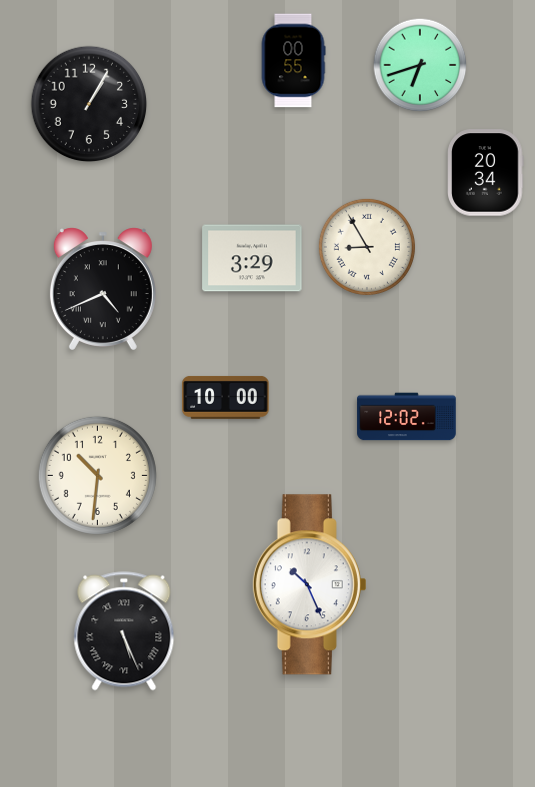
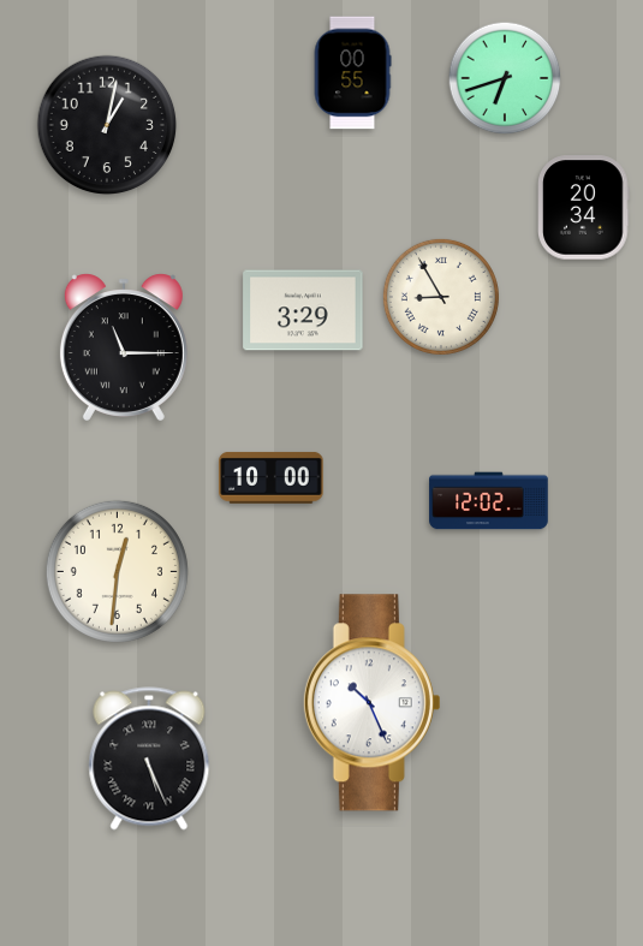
clock at (89, 104): 1:05 -> 1:02
clock at (103, 289): 4:41 -> 11:15
clock at (97, 475): 10:31 -> 12:31
